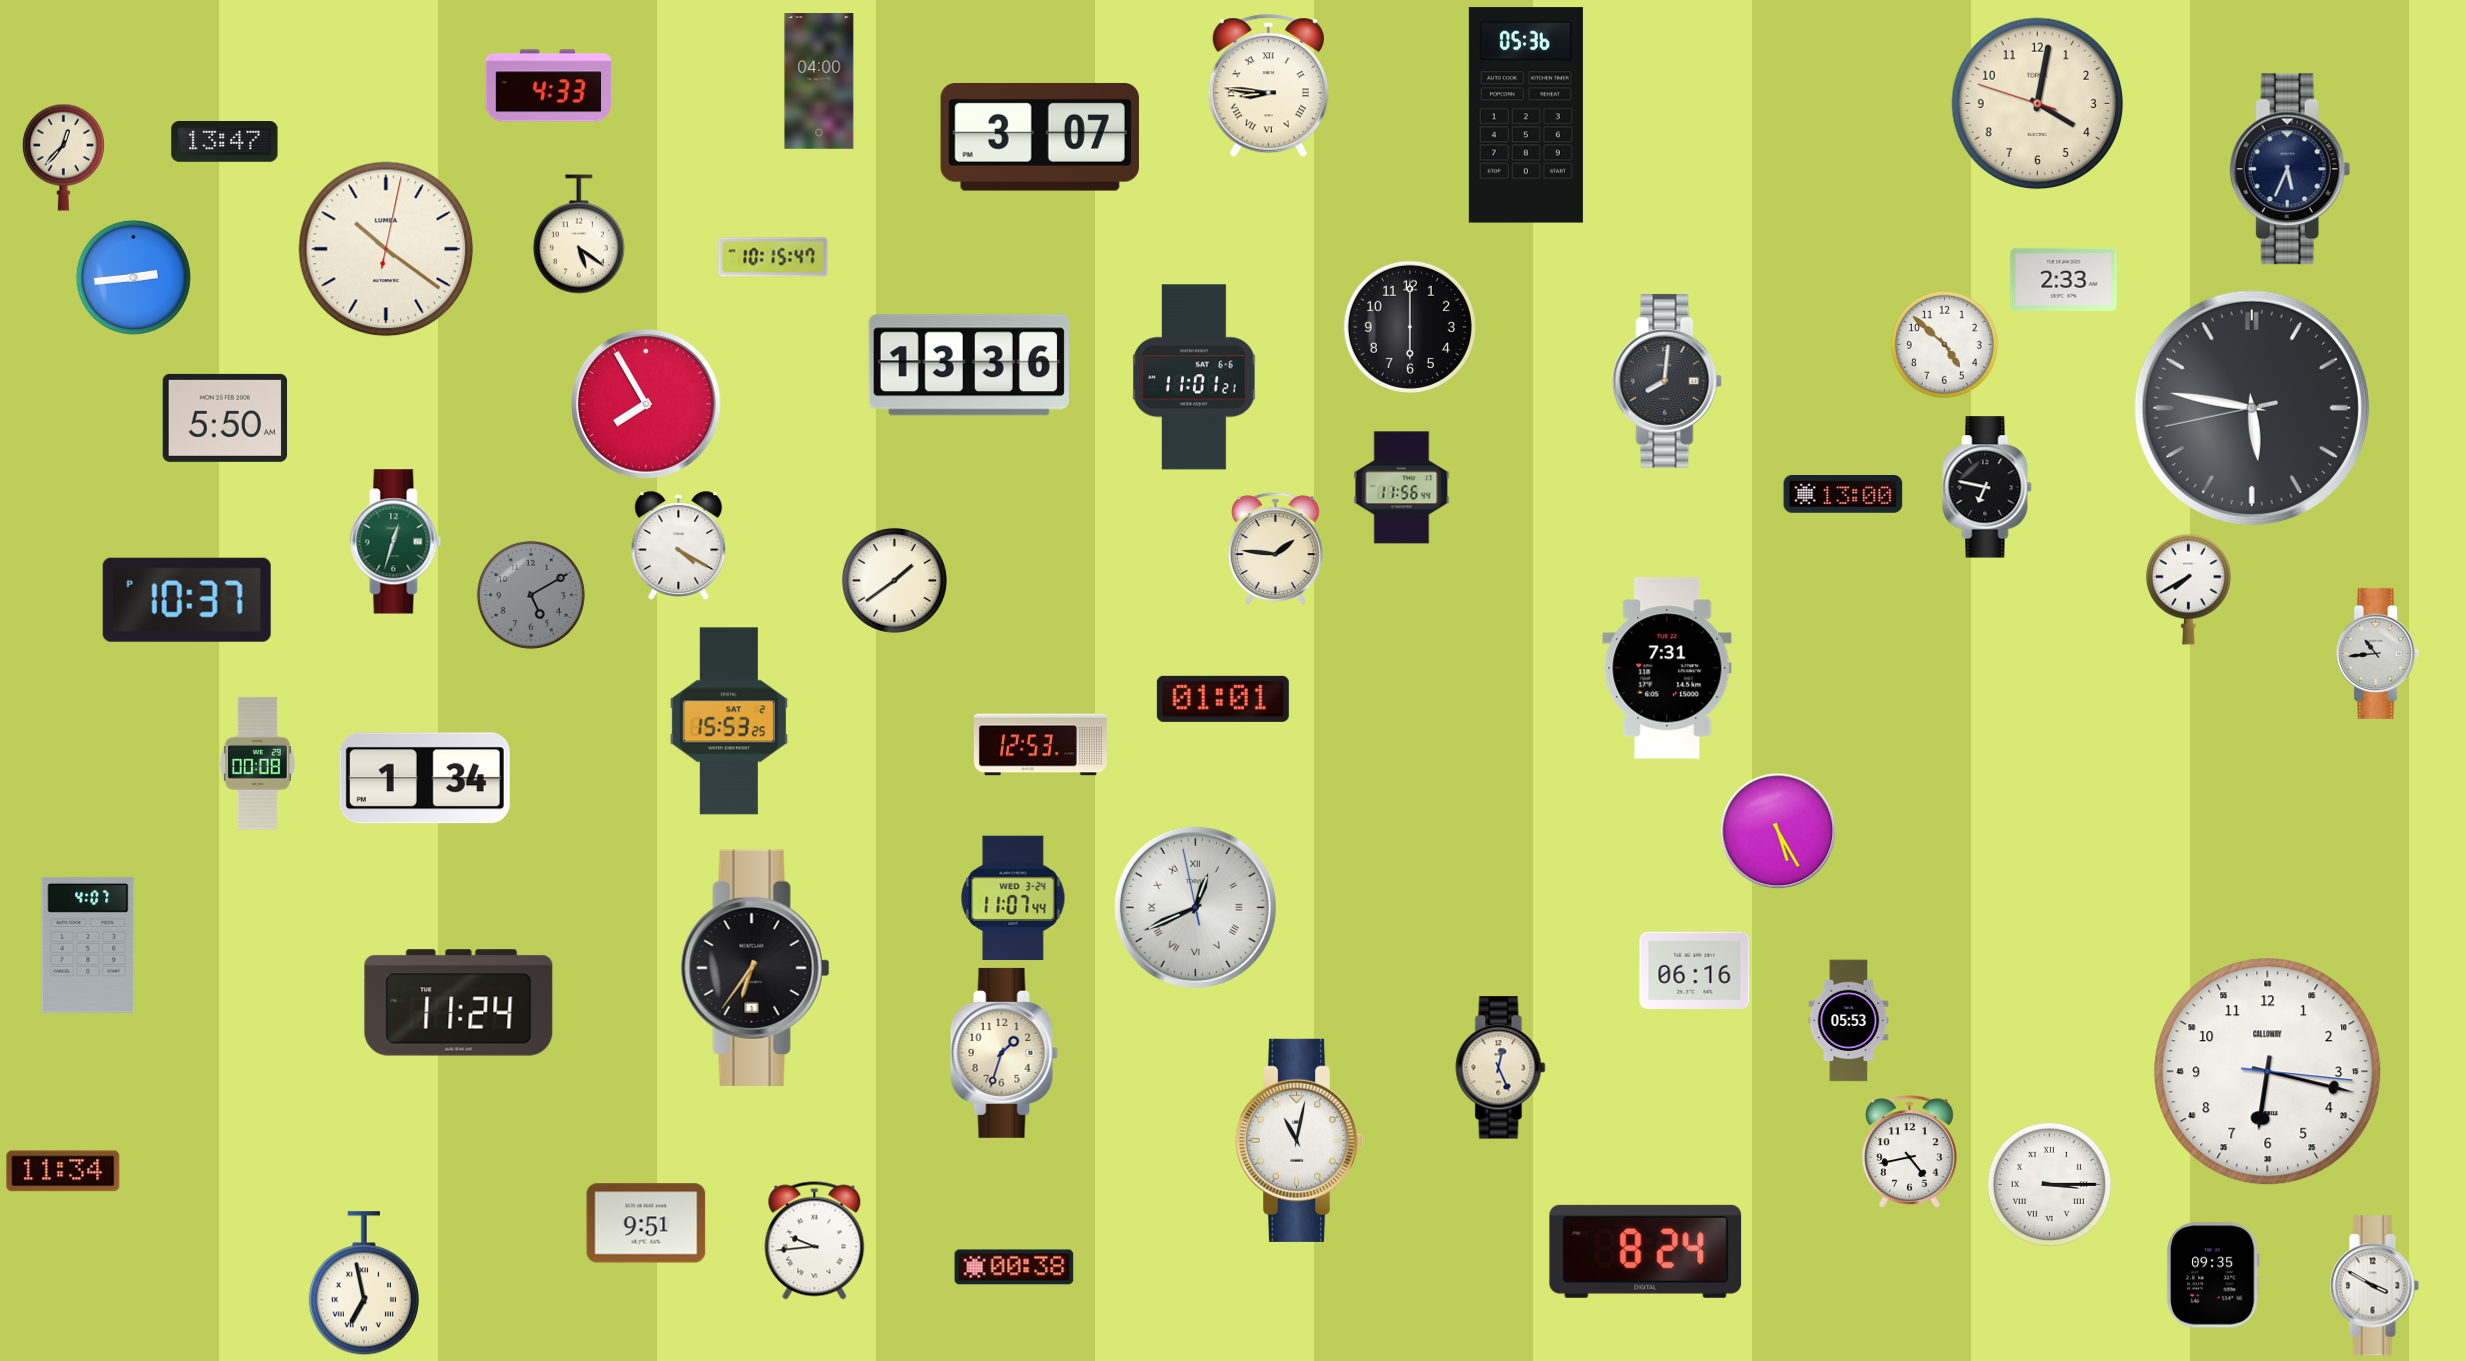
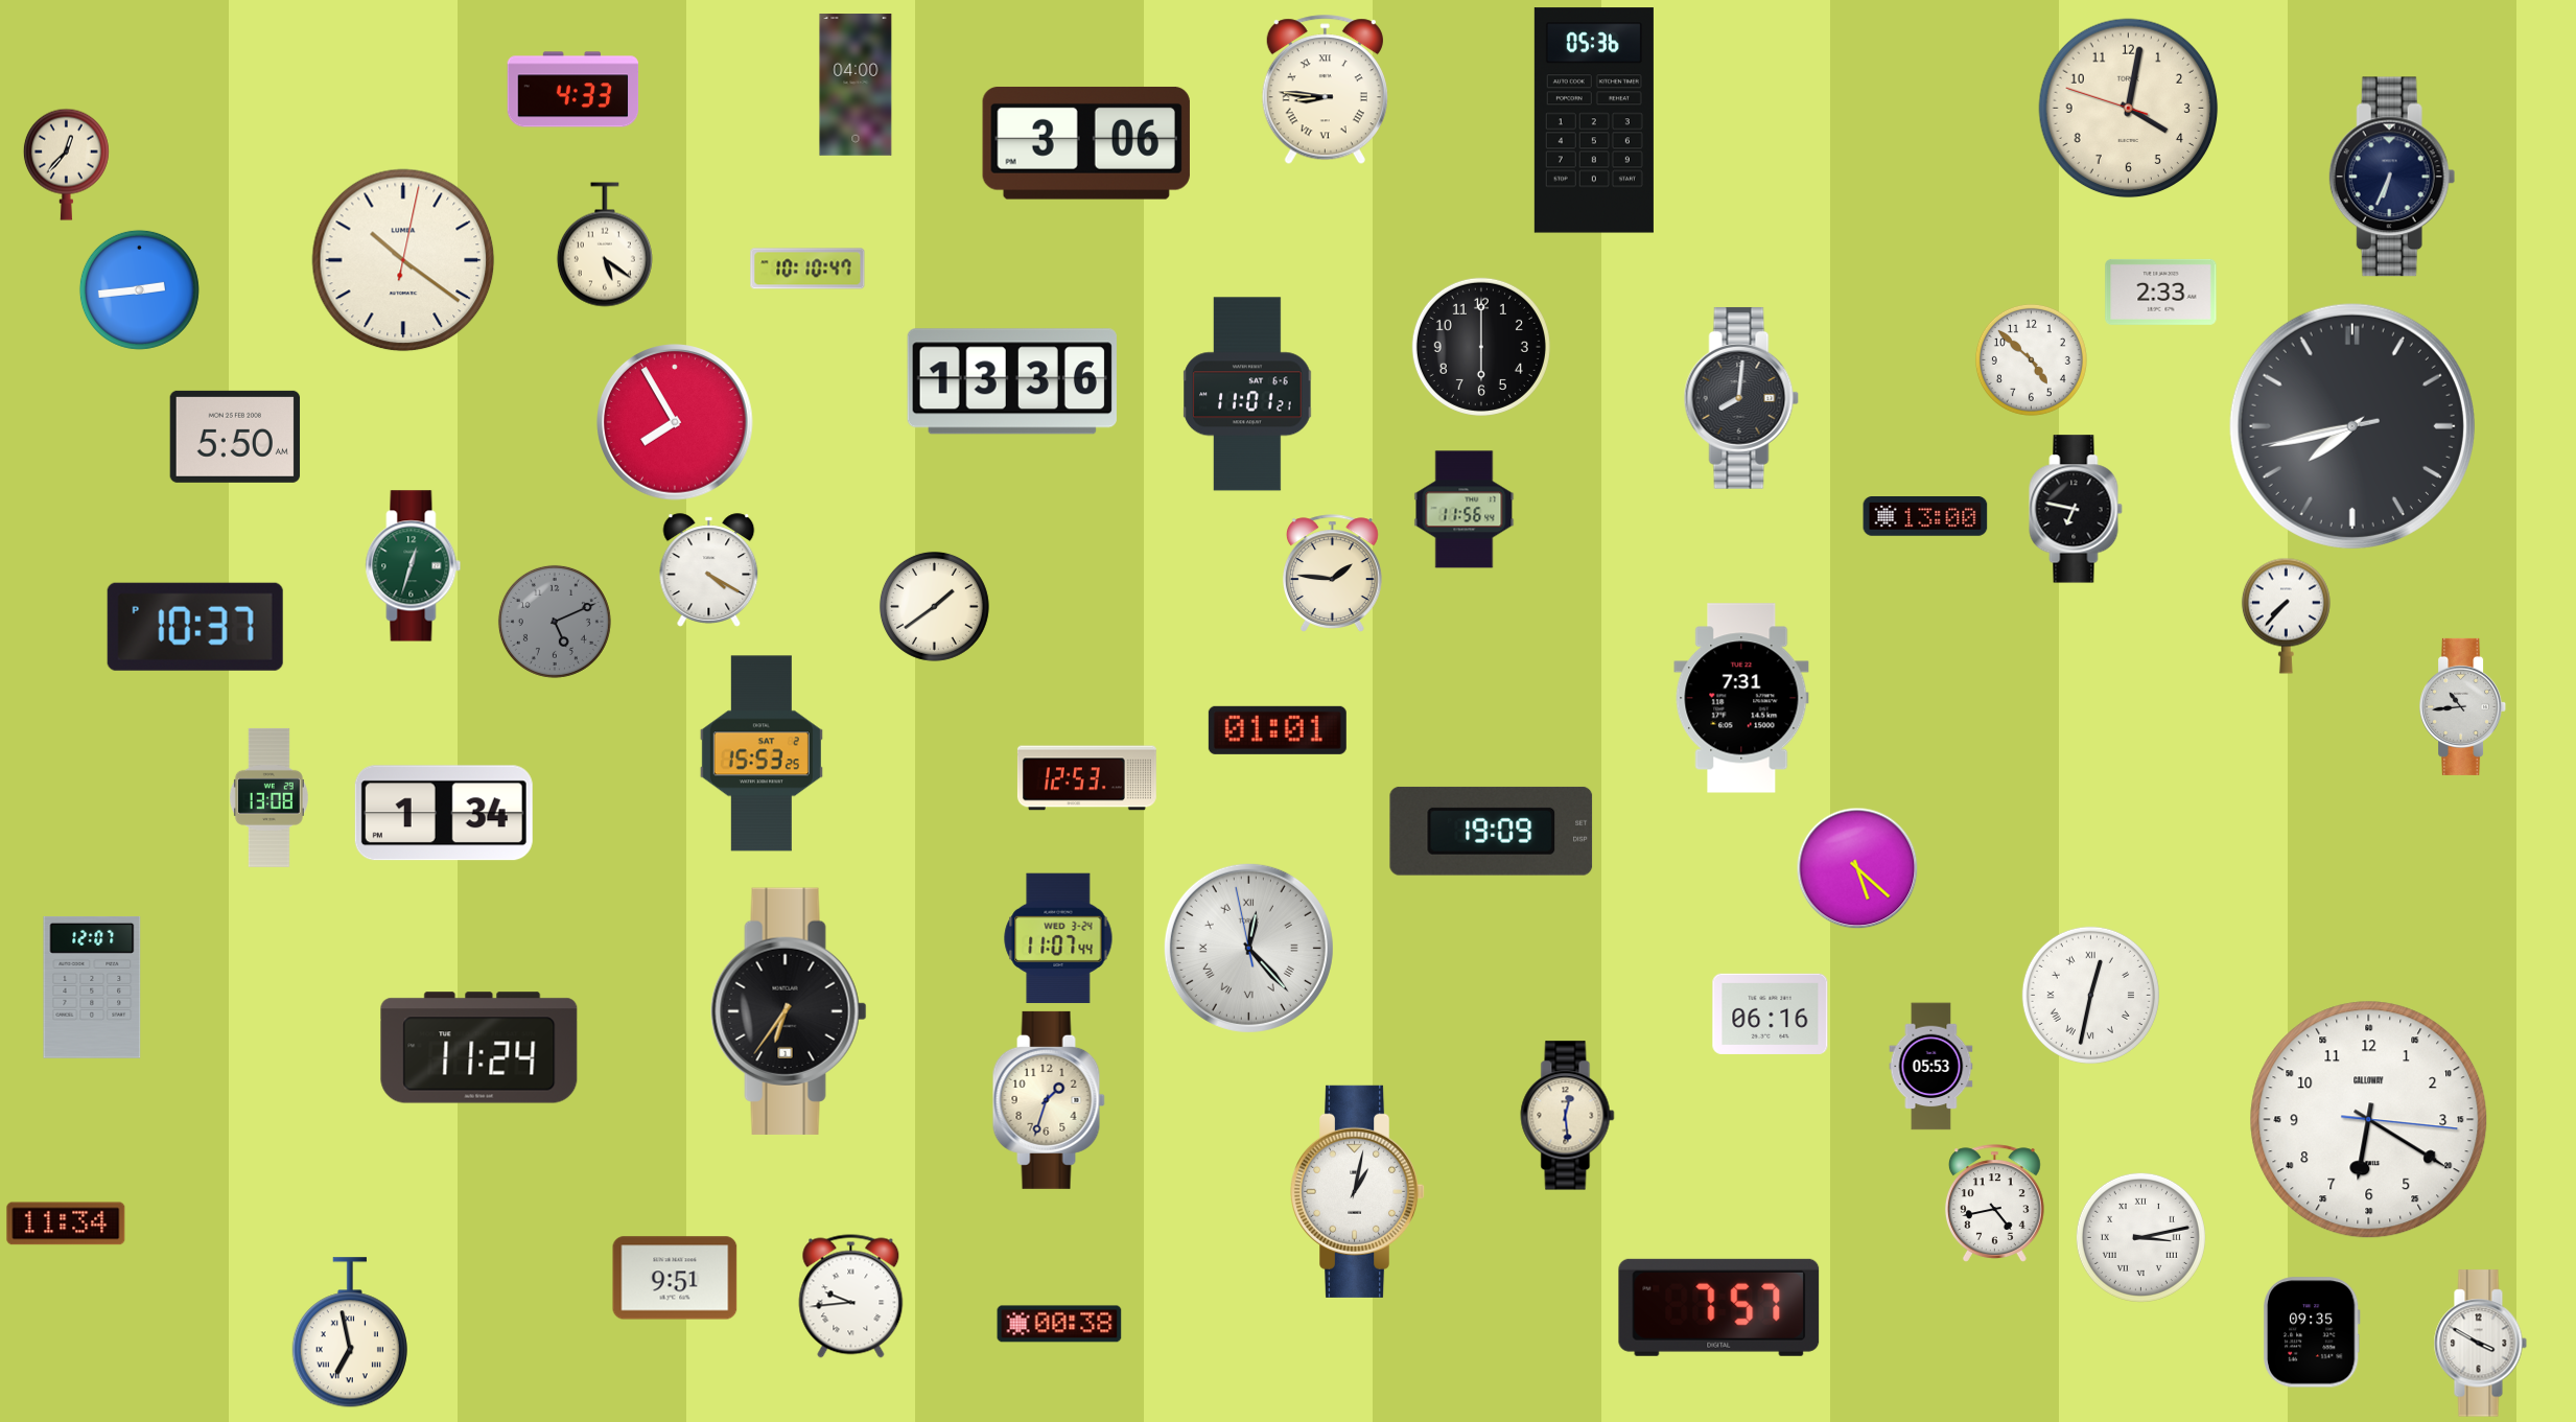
clock at (1040, 137): 3:07 -> 3:06
clock at (225, 142): 13:47 -> none
clock at (2290, 169): 5:34 -> 6:34
clock at (773, 257): 10:15 -> 10:10
clock at (2064, 279) position: (2064, 279) -> (2161, 292)
clock at (1410, 327) position: (1410, 327) -> (1481, 347)
clock at (2252, 408): 5:46 -> 7:42
clock at (2188, 589): 7:40 -> 7:37
clock at (531, 595): 5:10 -> 5:11
clock at (2378, 653) position: (2378, 653) -> (2463, 706)
clock at (257, 763): 00:08 -> 13:08
clock at (1492, 831): none -> 19:09
clock at (1778, 831): 5:25 -> 5:22
clock at (1195, 907): 12:40 -> 12:22
clock at (88, 945): 4:07 -> 12:07
clock at (2090, 995): none -> 12:32
clock at (1501, 1068): 12:26 -> 12:29
clock at (2268, 1072): 6:17 -> 6:20
clock at (1301, 1140): 11:02 -> 1:02
clock at (2049, 1184): 3:15 -> 3:13
clock at (1646, 1251): 8:24 -> 7:57
clock at (364, 1284) position: (364, 1284) -> (350, 1333)
